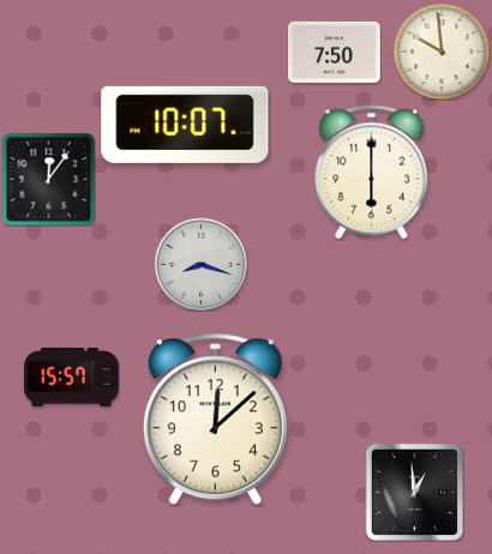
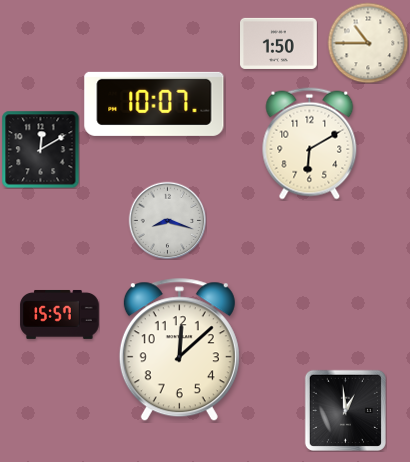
clock at (335, 52): 7:50 -> 1:50
clock at (442, 52): 9:59 -> 10:45
clock at (372, 173): 6:00 -> 6:10
clock at (48, 179): 12:06 -> 12:10
